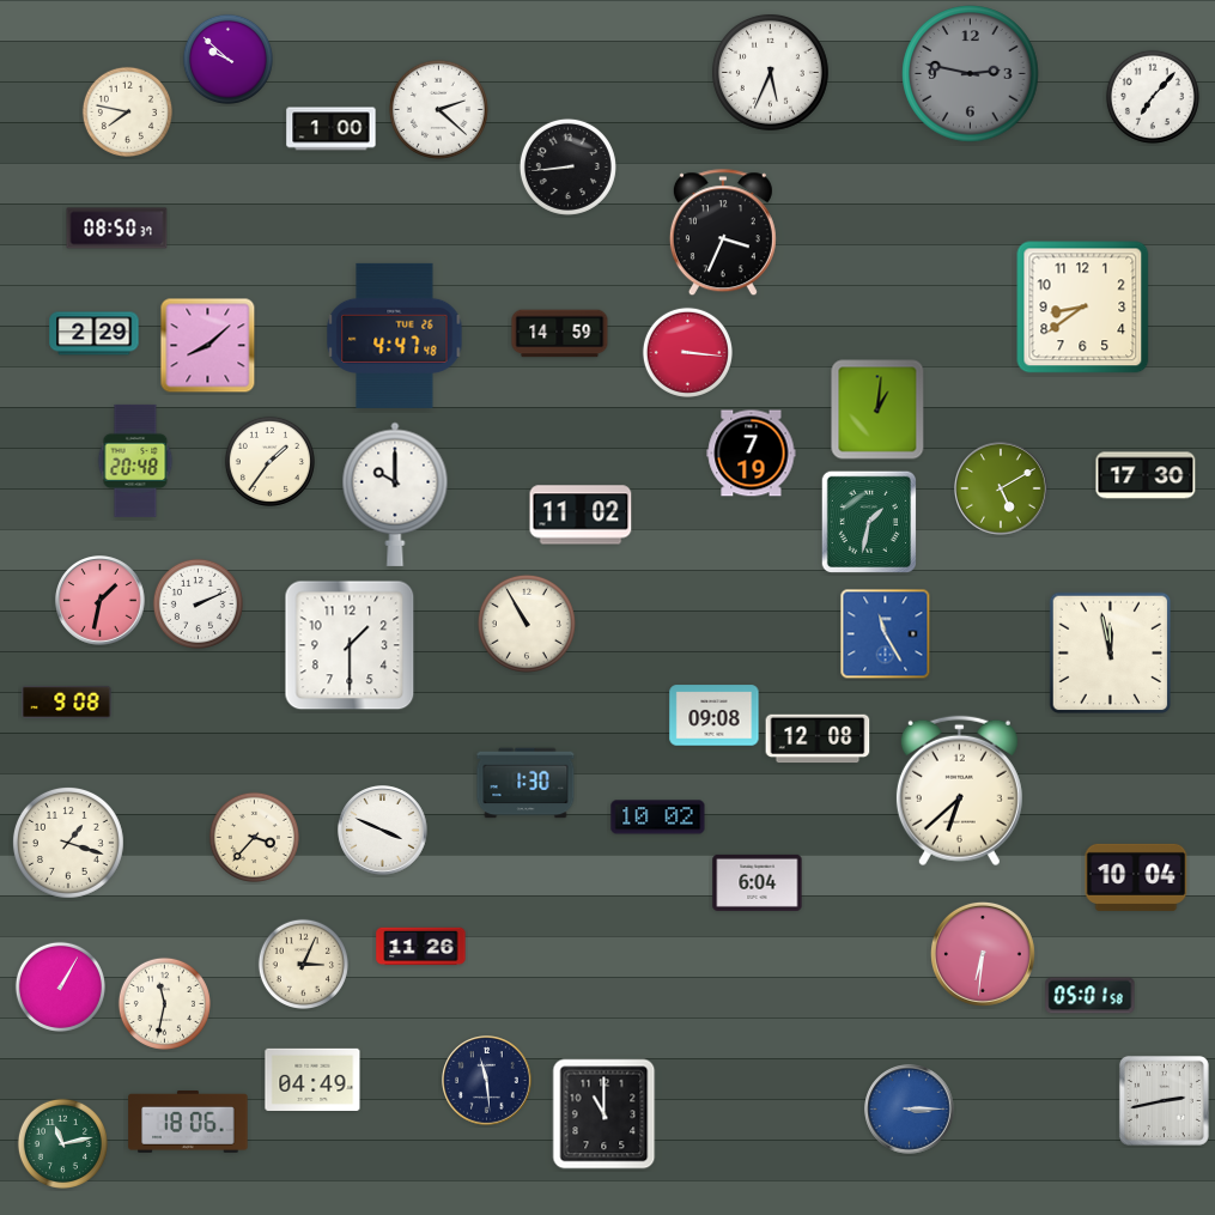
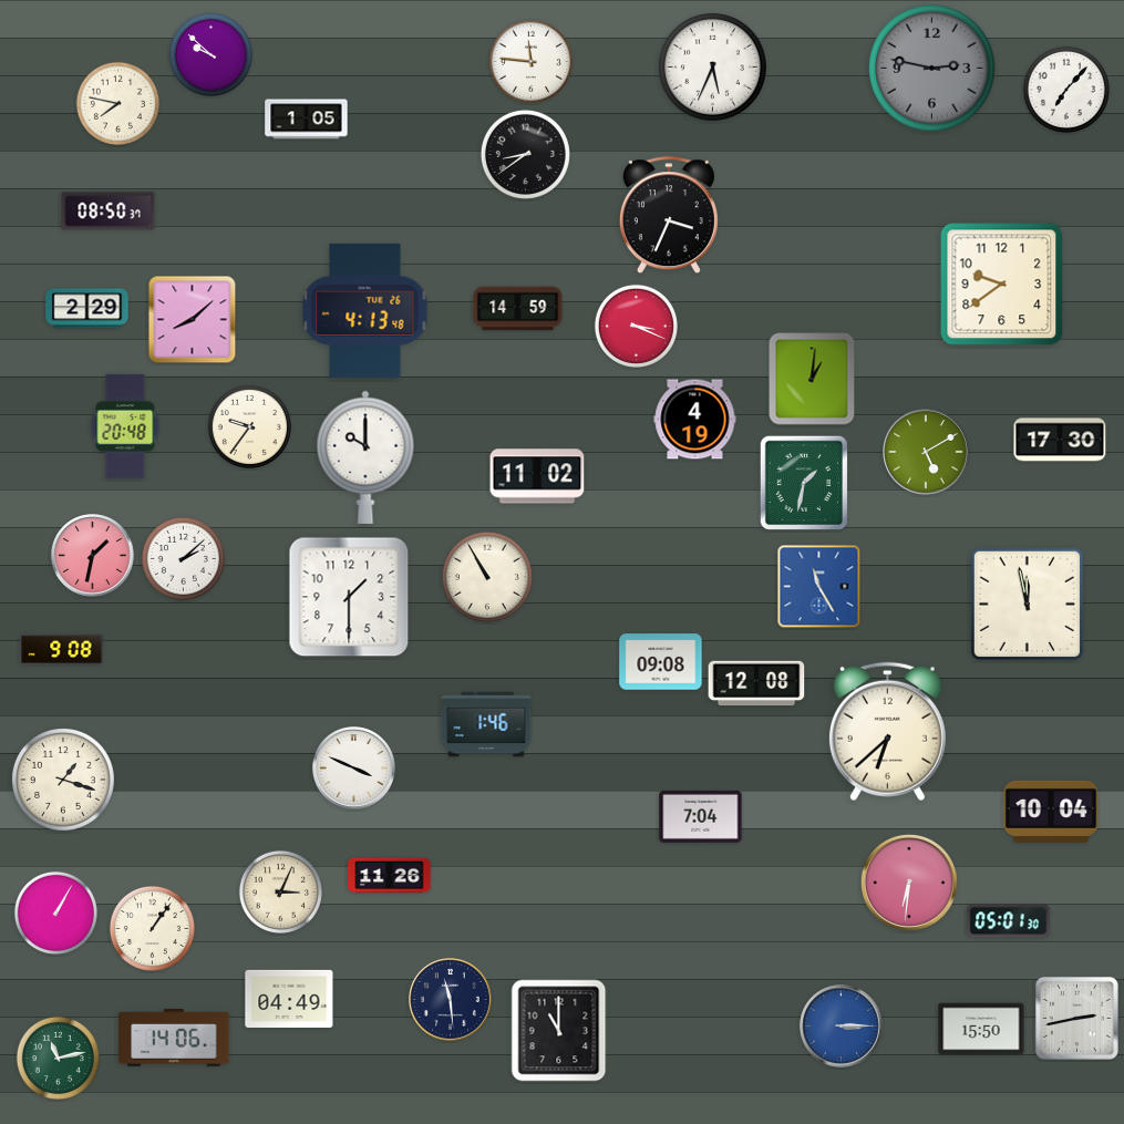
clock at (530, 61): none -> 11:46
clock at (971, 74) position: (971, 74) -> (932, 69)
clock at (438, 109): 2:22 -> none
clock at (332, 129): 1:00 -> 1:05
clock at (567, 166): 8:44 -> 8:39
clock at (1083, 308): 8:39 -> 9:39
clock at (395, 335): 4:47 -> 4:13
clock at (687, 352): 3:16 -> 3:19
clock at (752, 454): 7:19 -> 4:19
clock at (269, 461): 1:36 -> 9:36
clock at (198, 603): 2:11 -> 2:08
clock at (350, 645) position: (350, 645) -> (349, 597)
clock at (526, 783): 1:30 -> 1:46
clock at (658, 818): 10:02 -> none
clock at (254, 837): 3:37 -> none
clock at (758, 882): 6:04 -> 7:04
clock at (1091, 996): 05:01:58 -> 05:01:30
clock at (164, 1003): 11:32 -> 1:06
clock at (981, 1029): none -> 15:50
clock at (188, 1122): 18:06 -> 14:06
